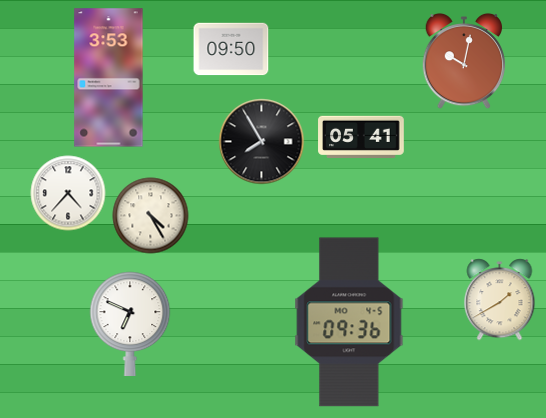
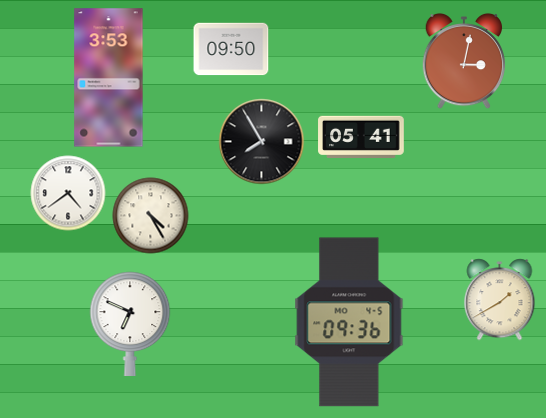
clock at (463, 61): 10:02 -> 3:02
clock at (68, 193): 4:37 -> 4:39
